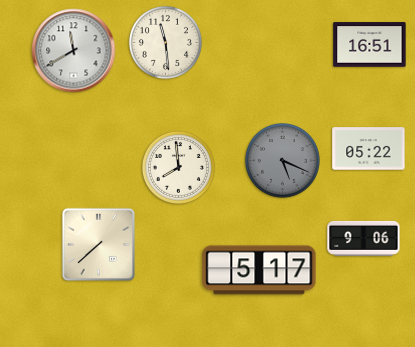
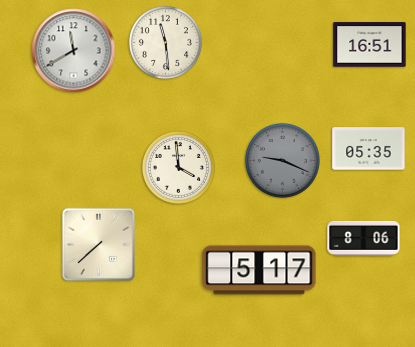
clock at (369, 149): 05:22 -> 05:35
clock at (282, 160): 5:19 -> 9:19
clock at (178, 167): 7:59 -> 3:59
clock at (364, 238): 9:06 -> 8:06
